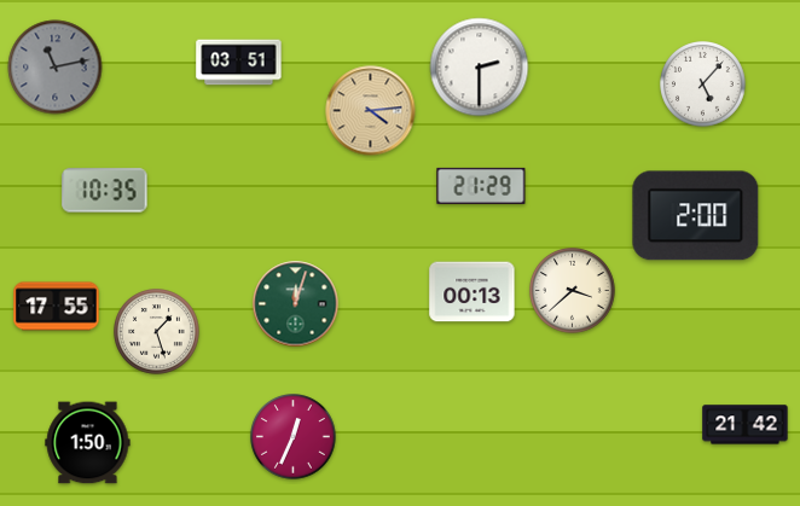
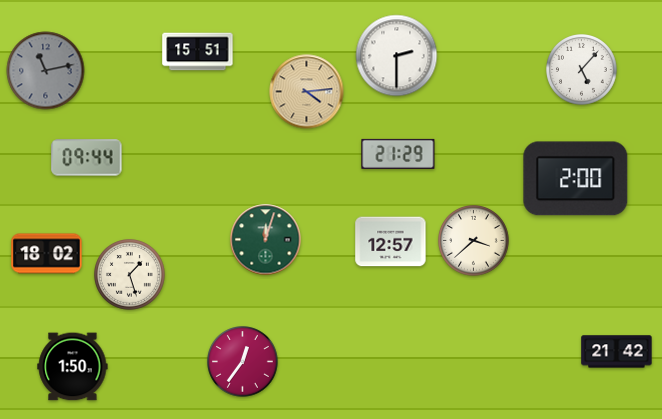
clock at (239, 63): 03:51 -> 15:51
clock at (56, 68) position: (56, 68) -> (46, 71)
clock at (105, 191): 10:35 -> 09:44
clock at (473, 292): 00:13 -> 12:57
clock at (296, 304) position: (296, 304) -> (266, 240)
clock at (57, 307): 17:55 -> 18:02
clock at (294, 437): 12:34 -> 12:36
